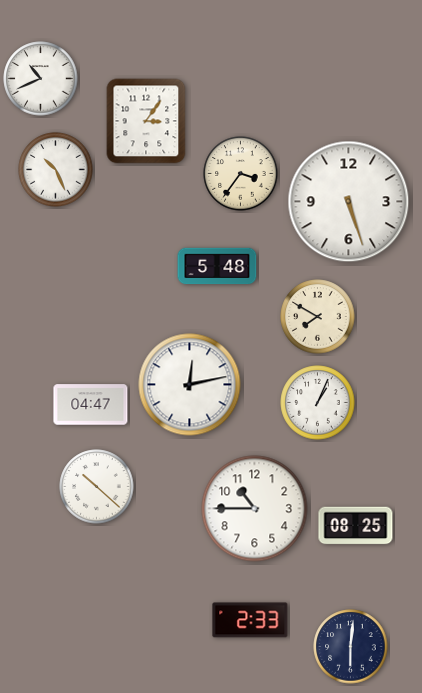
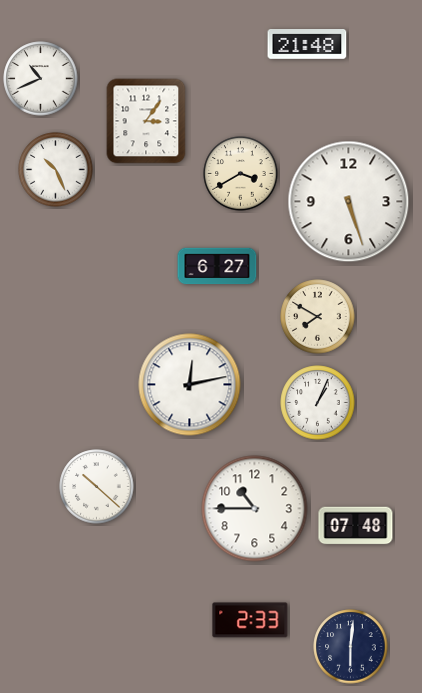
clock at (307, 45): none -> 21:48
clock at (241, 174): 3:36 -> 3:40
clock at (217, 266): 5:48 -> 6:27
clock at (91, 405): 04:47 -> none
clock at (356, 526): 08:25 -> 07:48
